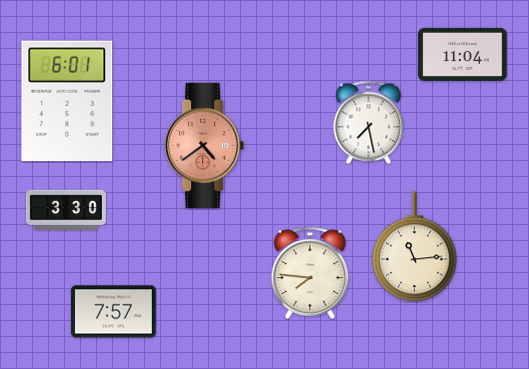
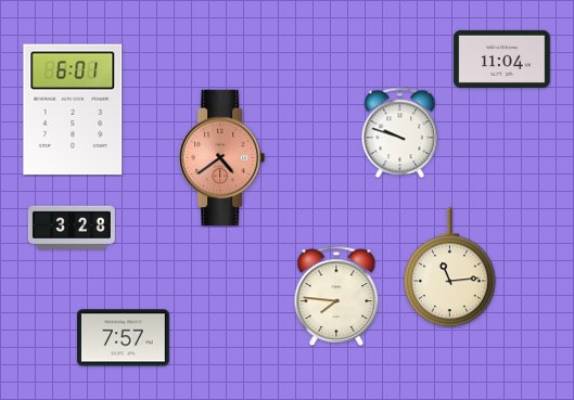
clock at (369, 122): 7:28 -> 9:48
clock at (66, 209): 3:30 -> 3:28
